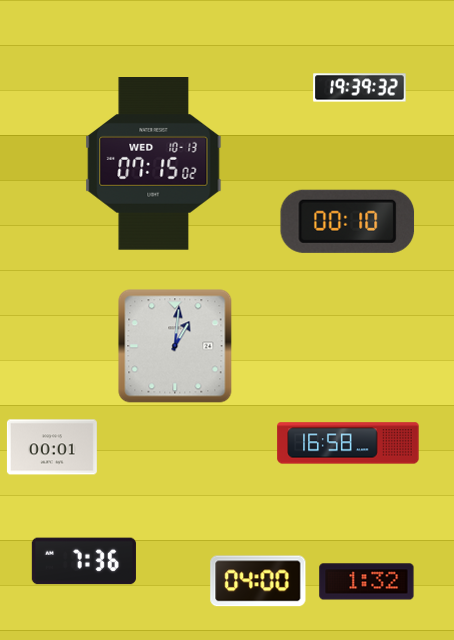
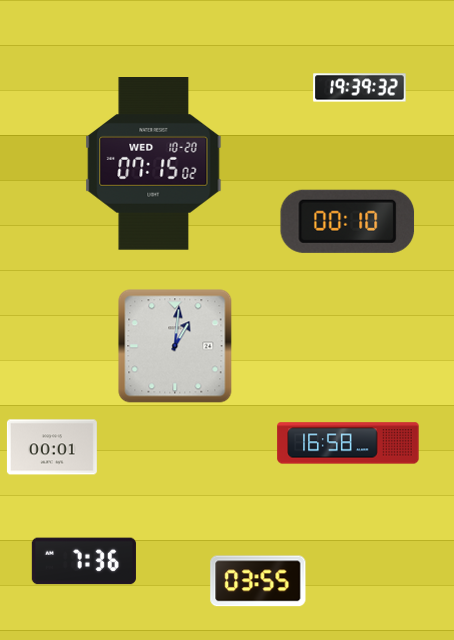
clock at (154, 164) date: WED 10-13 -> WED 10-20
clock at (258, 581): 04:00 -> 03:55
clock at (367, 582): 1:32 -> none
